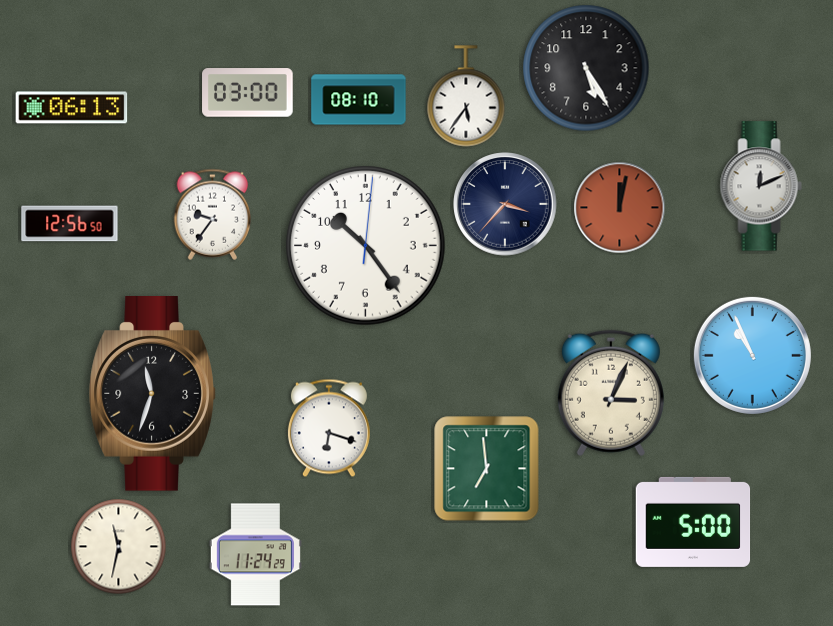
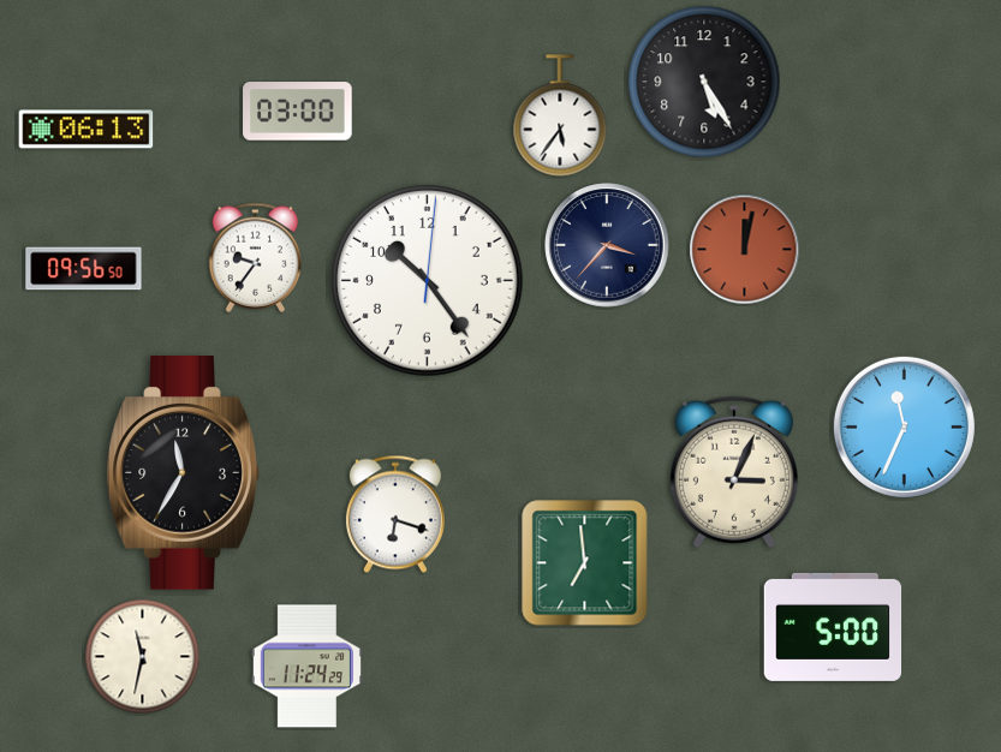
clock at (359, 100): 08:10 -> none
clock at (761, 186): 12:11 -> none
clock at (70, 224): 12:56 -> 09:56
clock at (366, 246) position: (366, 246) -> (428, 281)
clock at (752, 355): 10:56 -> 11:34
clock at (153, 394): 11:33 -> 11:35
